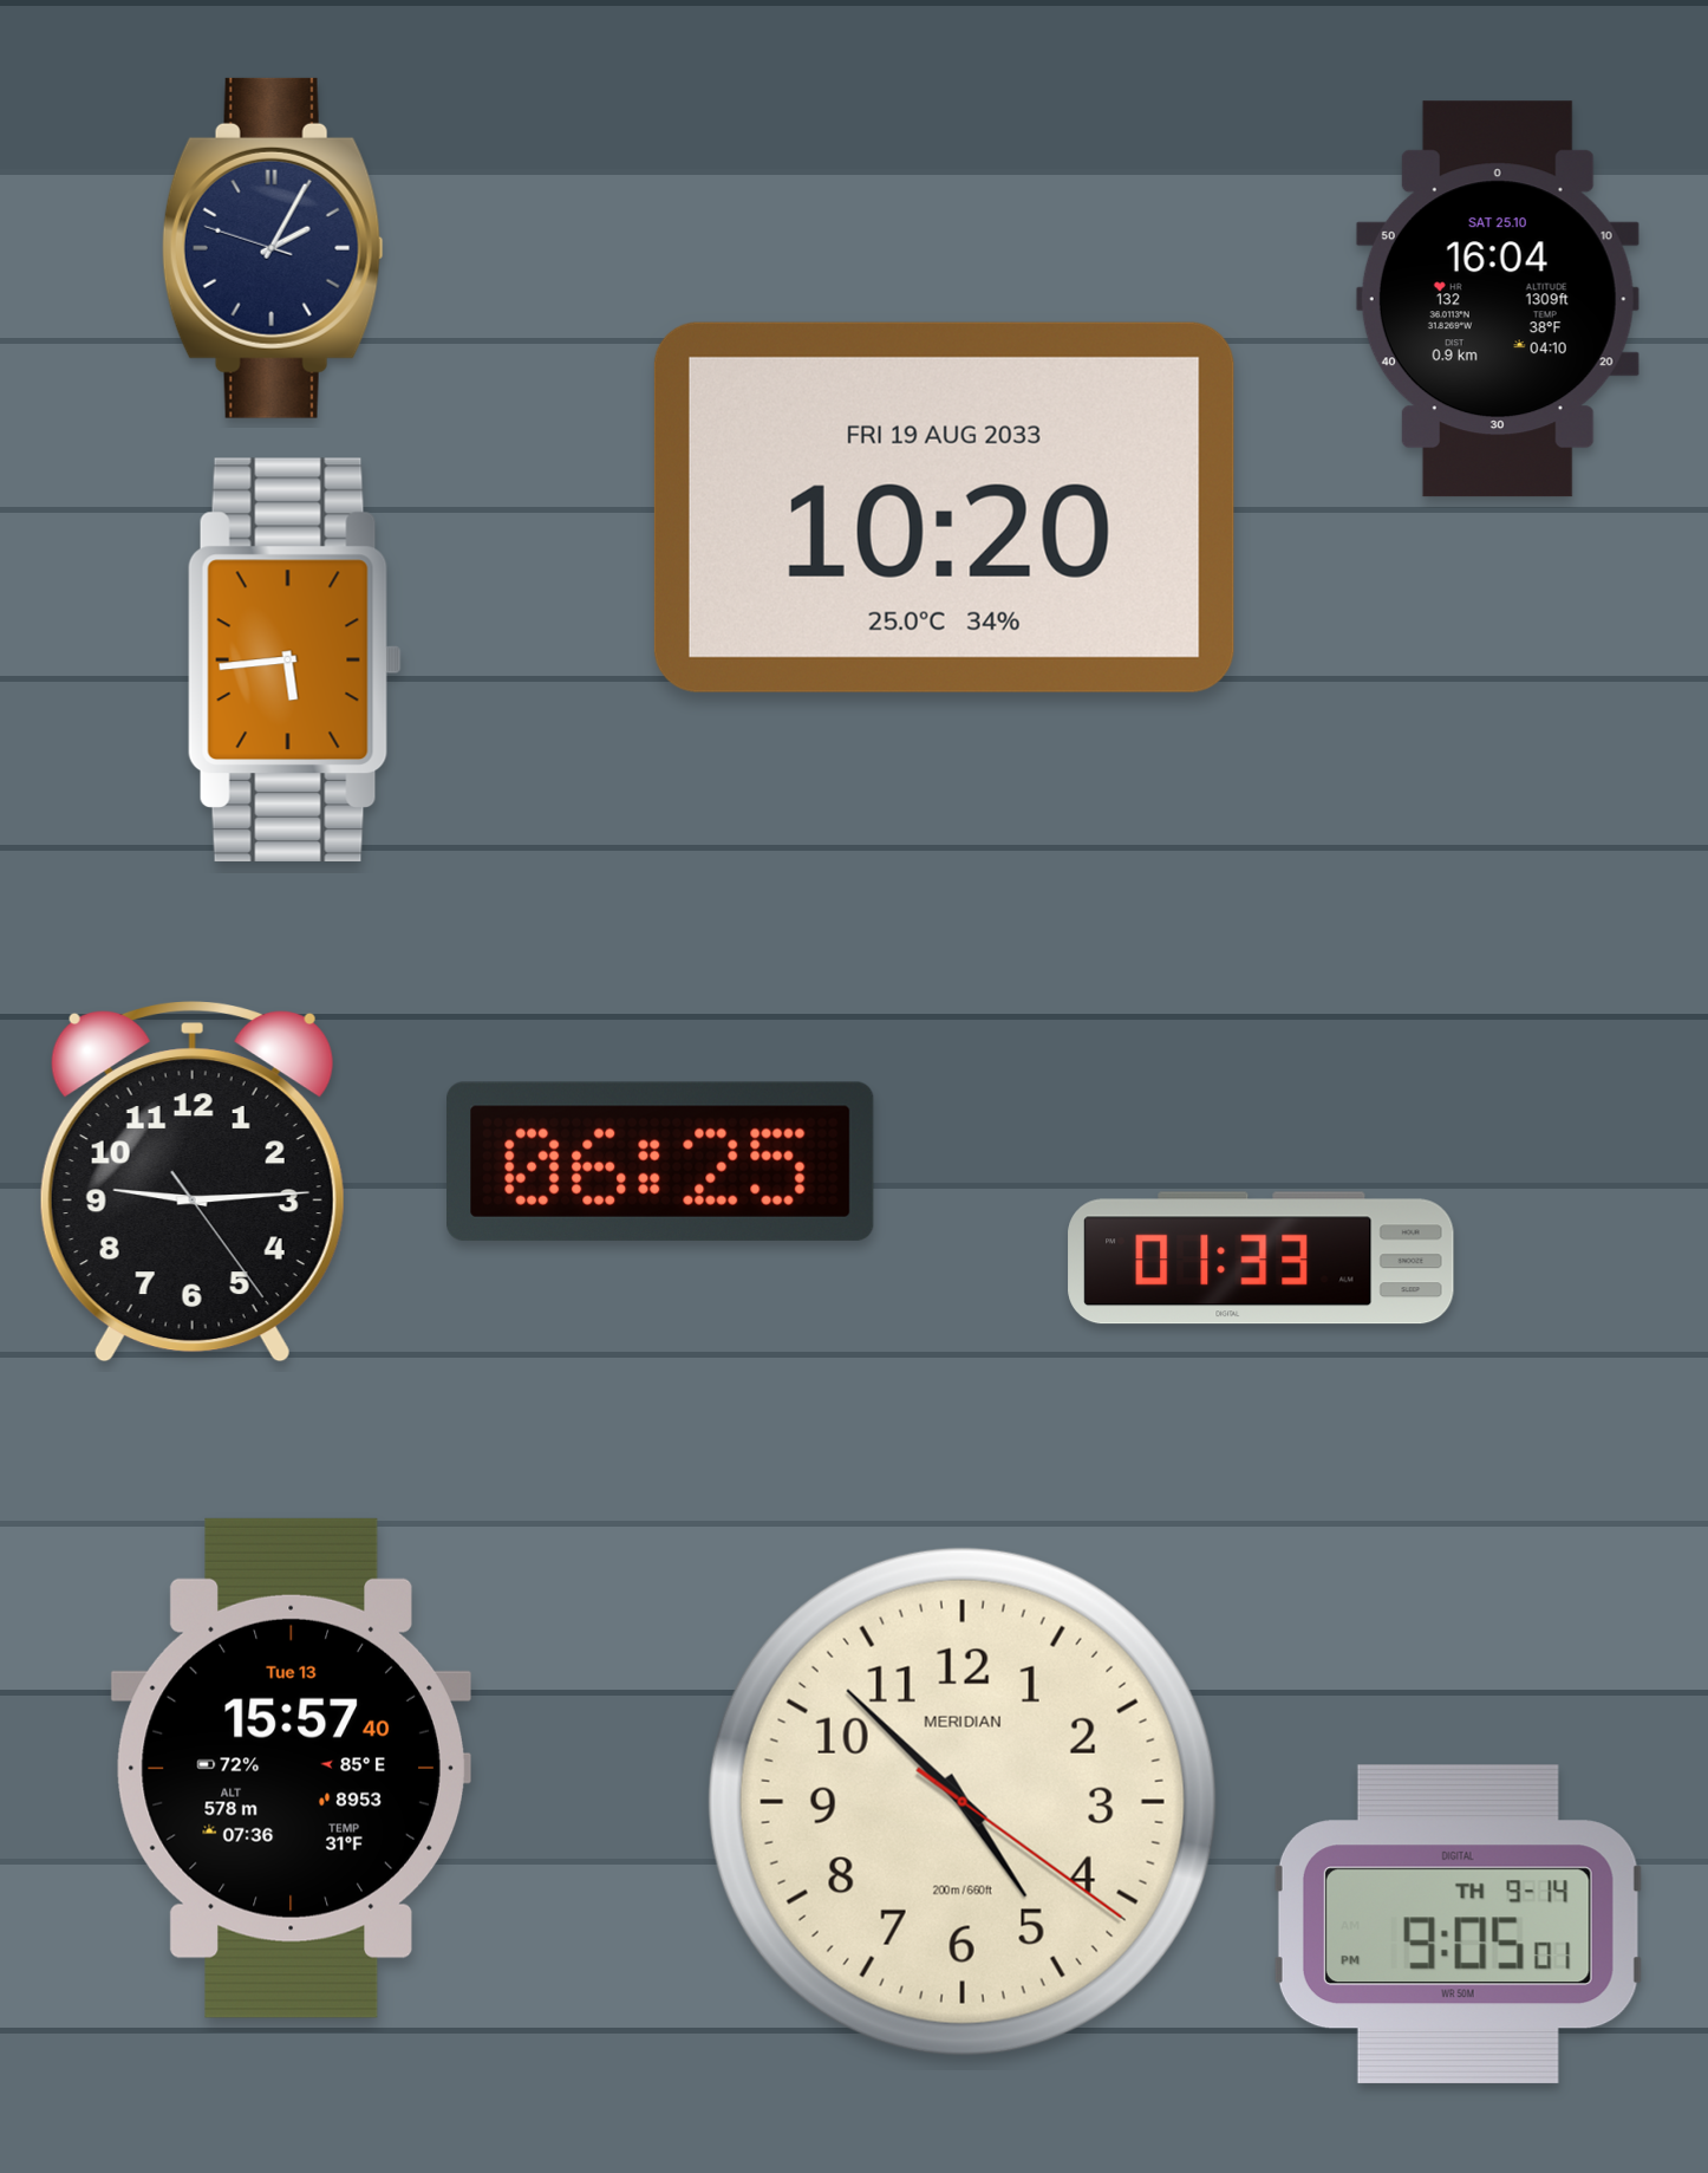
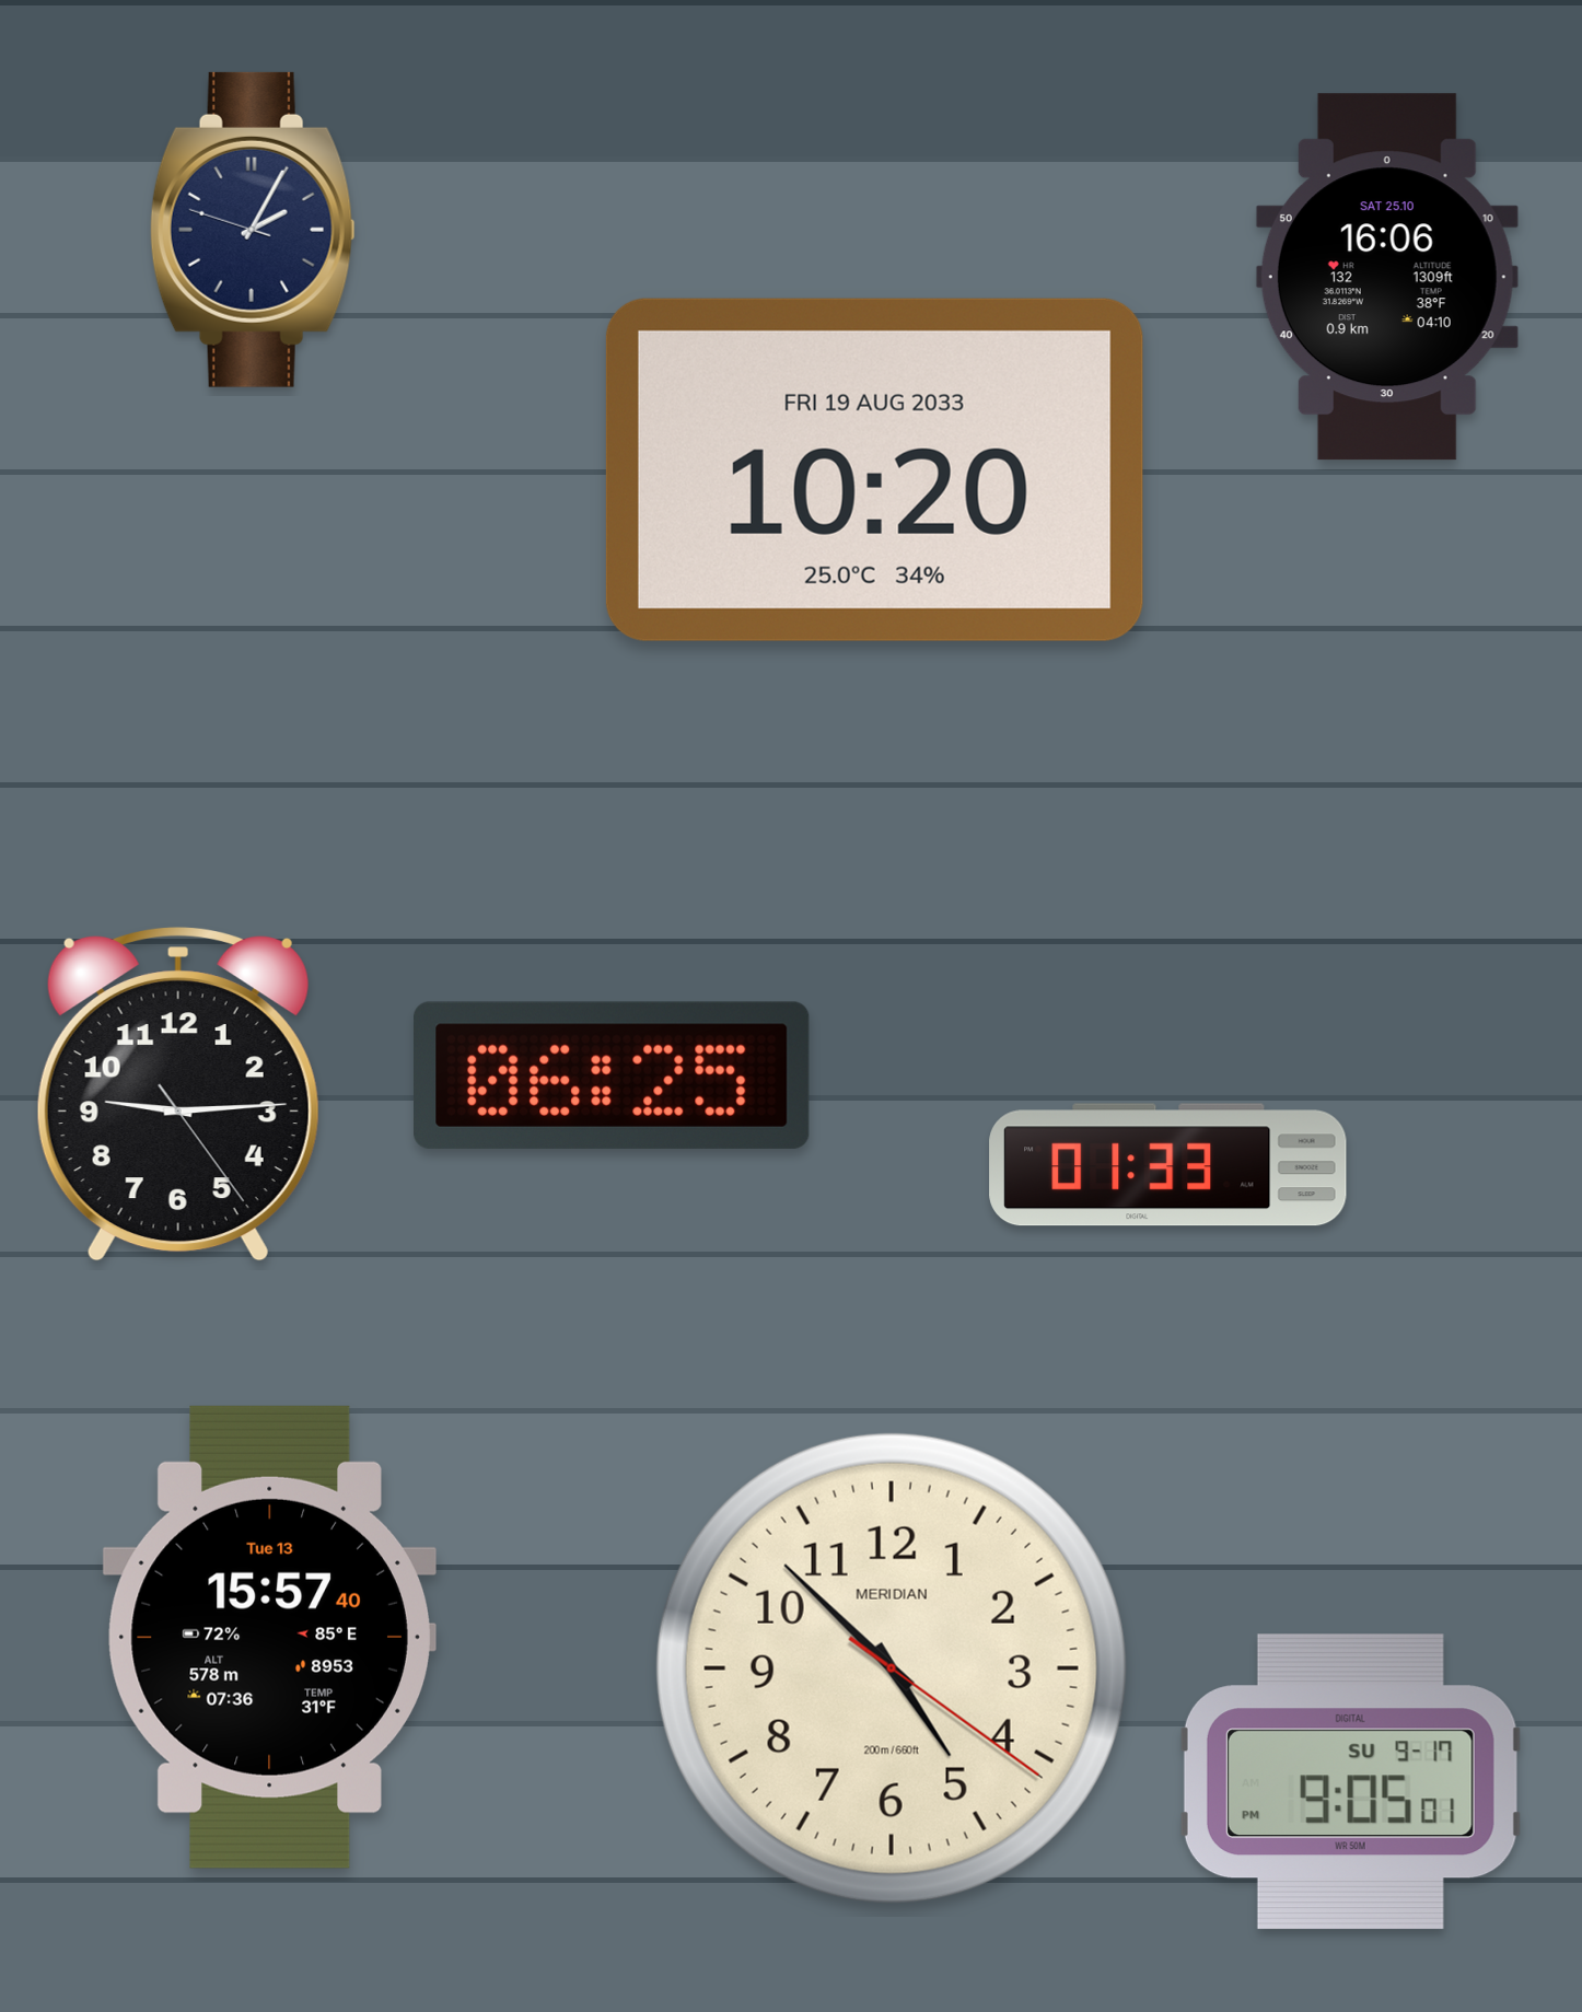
clock at (1498, 299): 16:04 -> 16:06
clock at (294, 659): 5:44 -> none
clock at (1458, 1925) date: TH 9-14 -> SU 9-17
